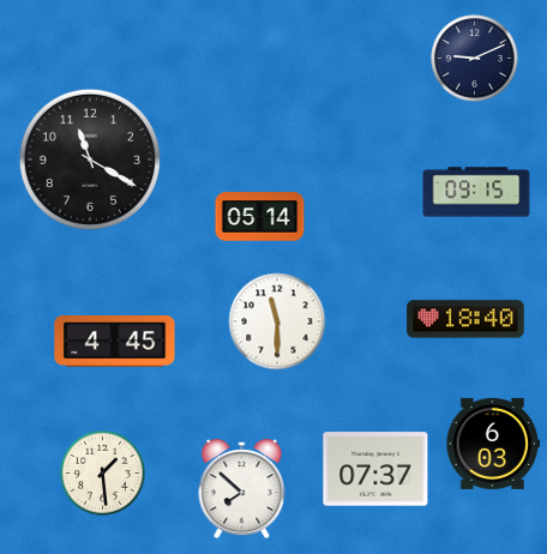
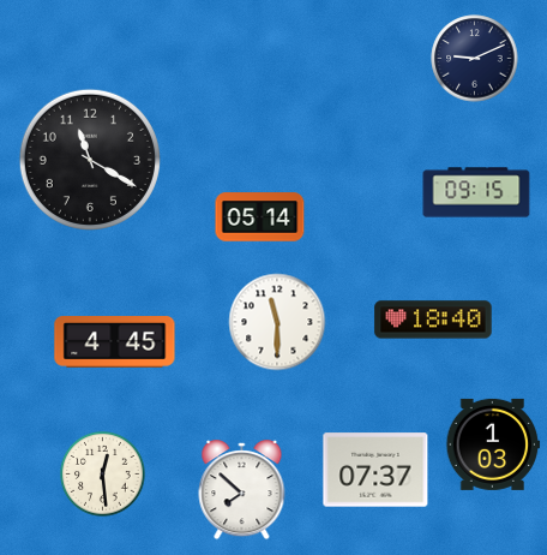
clock at (465, 319) position: (465, 319) -> (433, 320)
clock at (493, 444): 6:03 -> 1:03
clock at (103, 474): 1:29 -> 12:29
